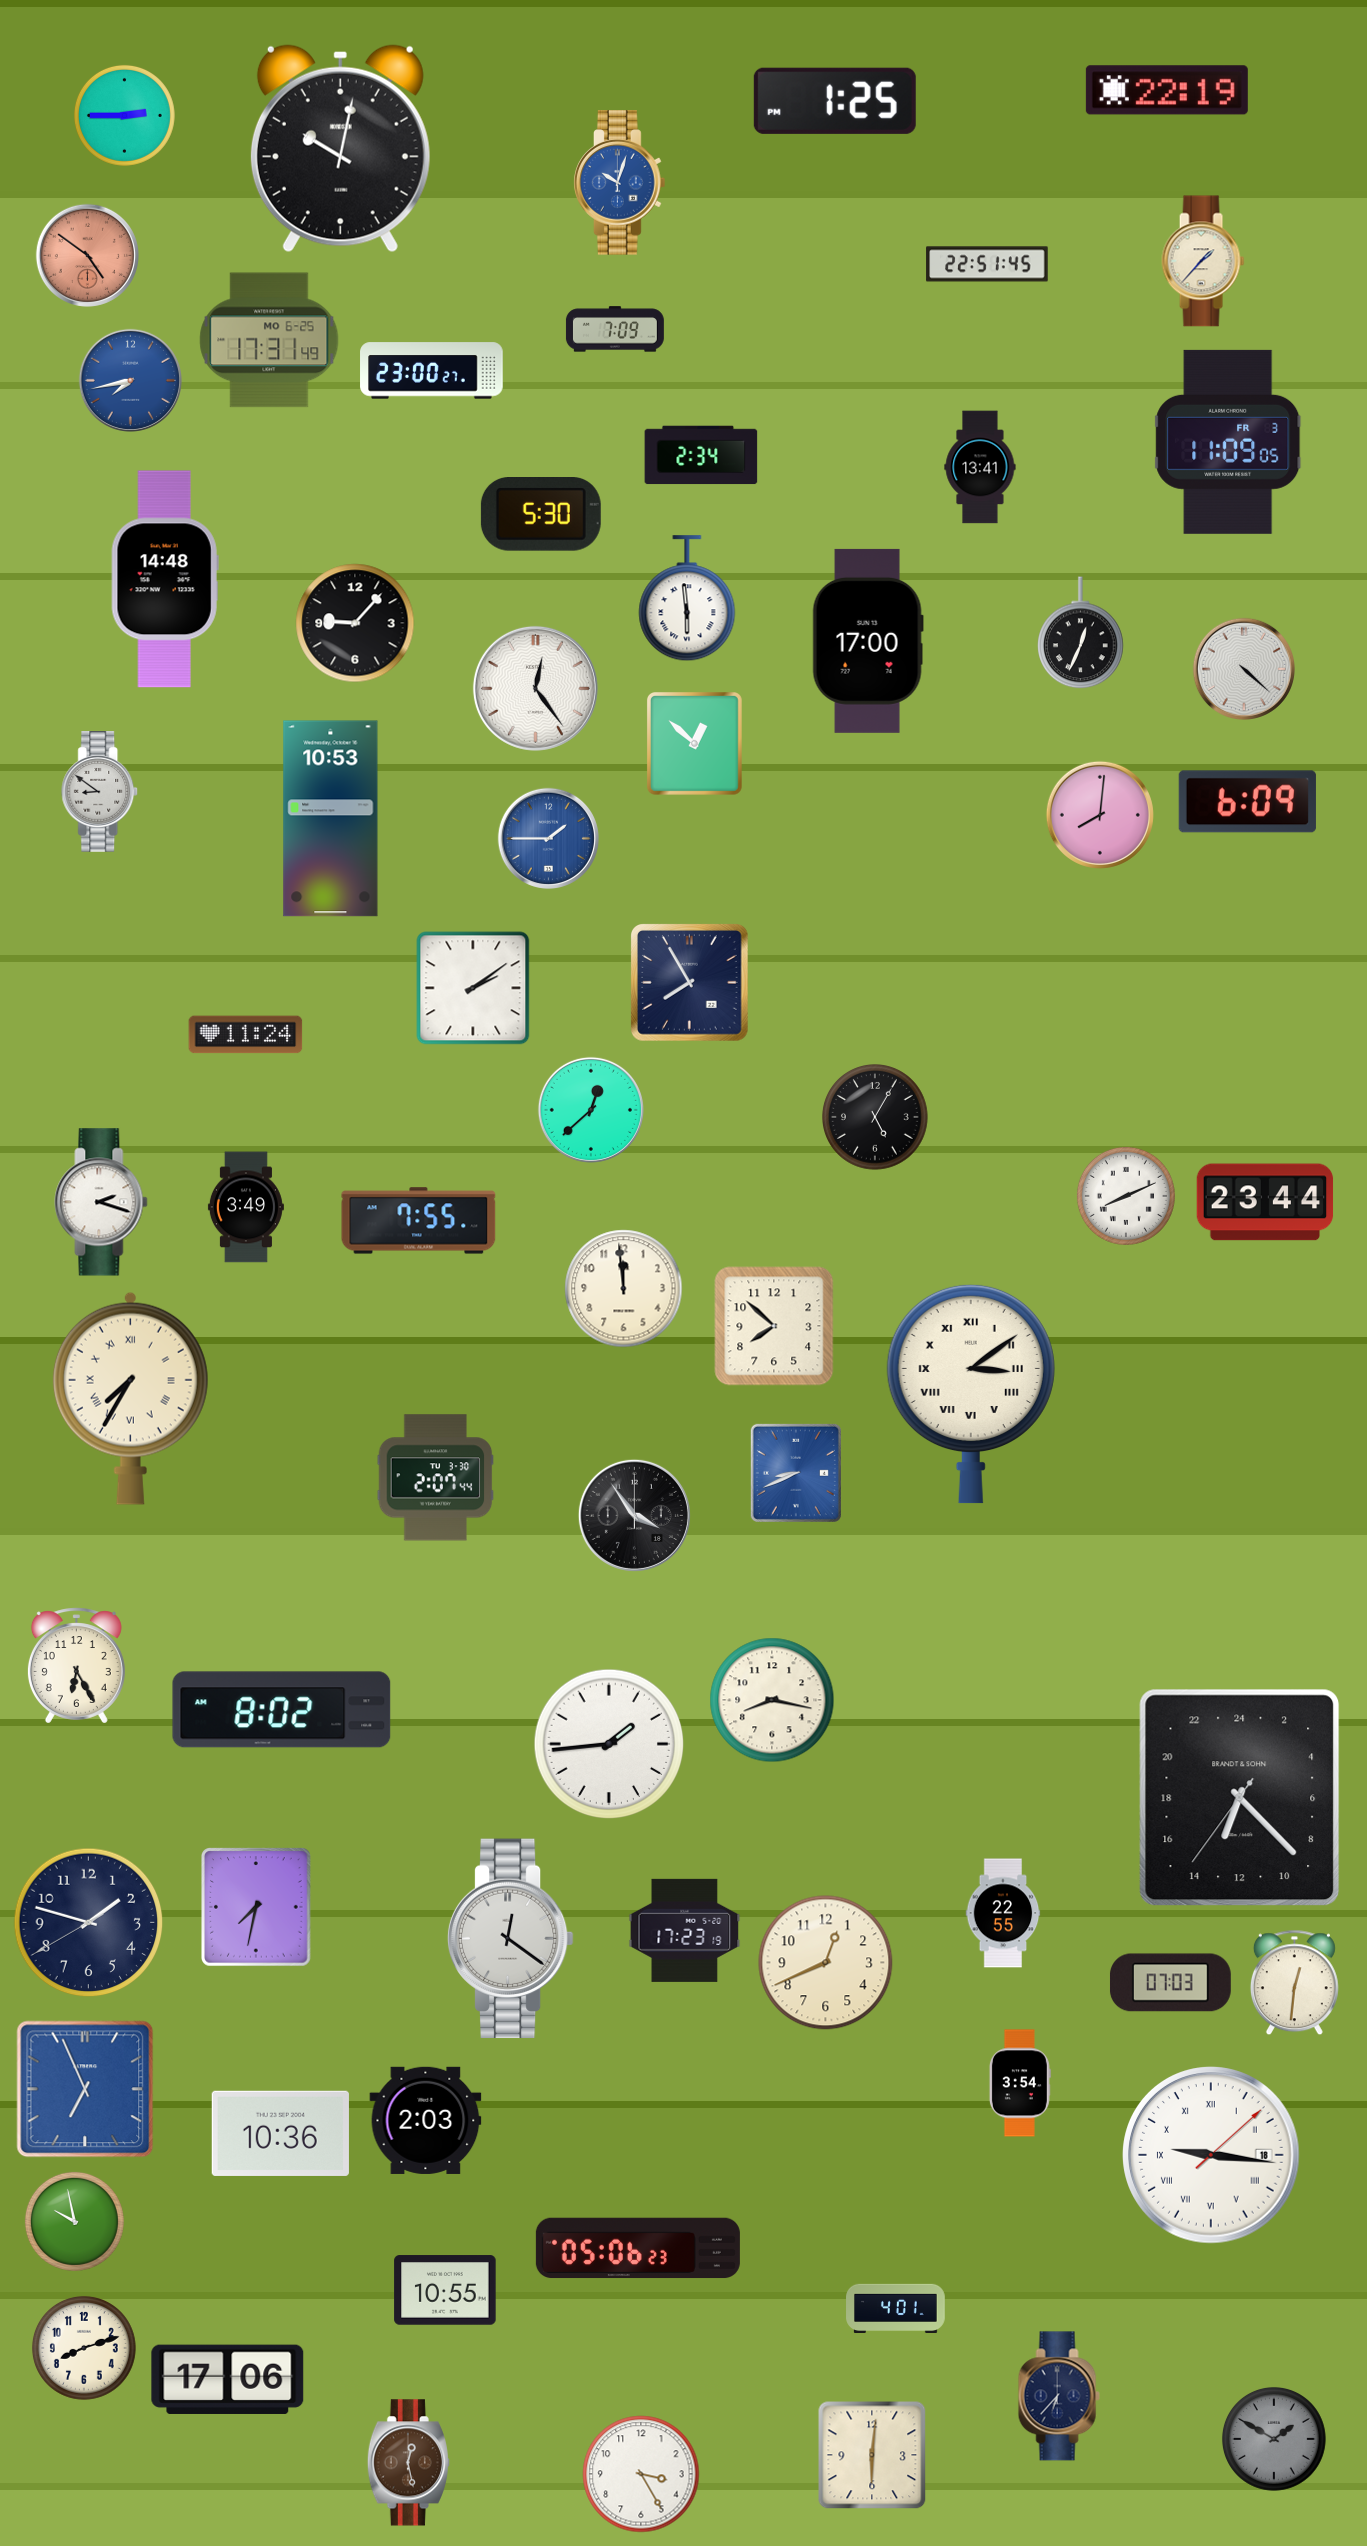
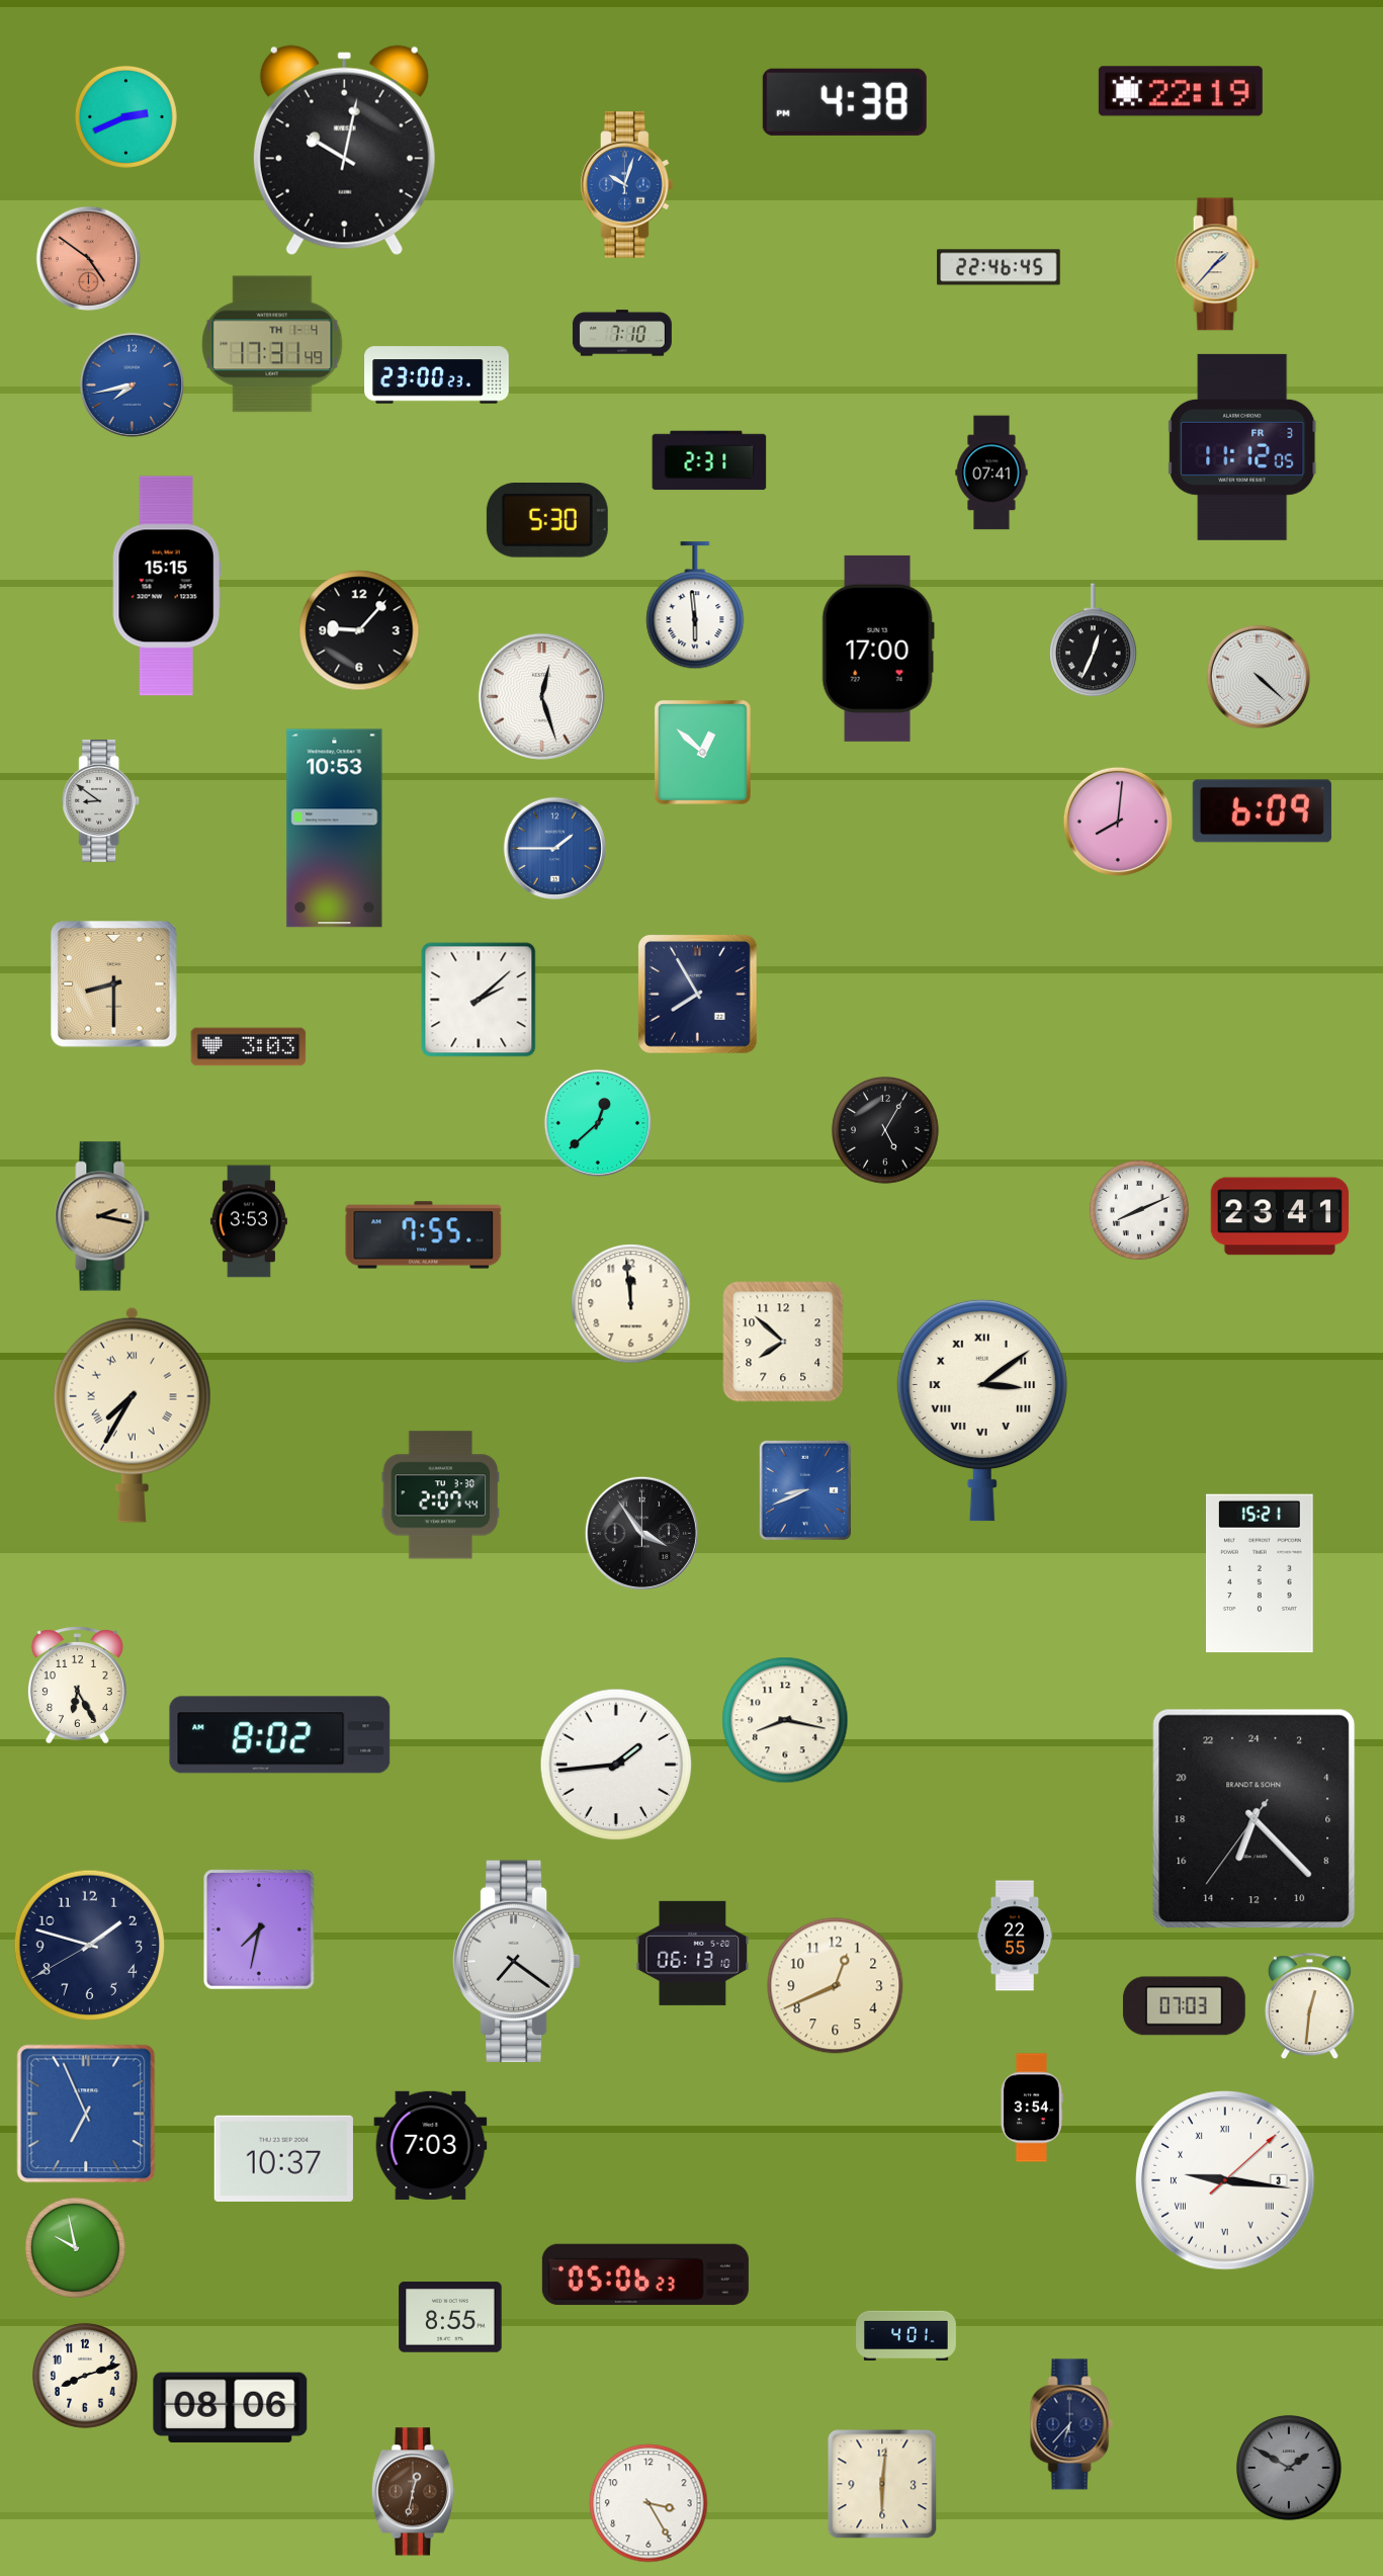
clock at (835, 101): 1:25 -> 4:38
clock at (124, 115): 2:45 -> 2:41
clock at (987, 264): 22:51 -> 22:46
clock at (615, 329): 7:09 -> 7:10
clock at (269, 340) date: MO 6-25 -> TH 1-4
clock at (432, 371): 23:00:27 -> 23:00:23
clock at (1229, 442): 11:09 -> 11:12
clock at (701, 455): 2:34 -> 2:31
clock at (980, 467): 13:41 -> 07:41
clock at (165, 579): 14:48 -> 15:15
clock at (535, 688): 12:24 -> 12:27
clock at (1100, 815) position: (1100, 815) -> (1118, 822)
clock at (114, 984): none -> 8:30
clock at (473, 988): 2:09 -> 2:08
clock at (246, 1035): 11:24 -> 3:03
clock at (101, 1202): 2:18 -> 2:17
clock at (101, 1202) dial: white -> champagne
clock at (1265, 1202): 23:44 -> 23:41
clock at (246, 1207): 3:49 -> 3:53
clock at (1261, 1573): none -> 15:21
clock at (772, 1700) position: (772, 1700) -> (785, 1720)
clock at (282, 1710) position: (282, 1710) -> (280, 1735)
clock at (685, 1930): 17:23 -> 06:13
clock at (510, 1939): 12:21 -> 7:21
clock at (426, 2120): 2:03 -> 7:03
clock at (280, 2133): 10:36 -> 10:37
clock at (1211, 2155) date: 18 -> 3
clock at (445, 2290): 10:55 -> 8:55
clock at (228, 2379): 17:06 -> 08:06
clock at (408, 2463): 12:28 -> 12:32
